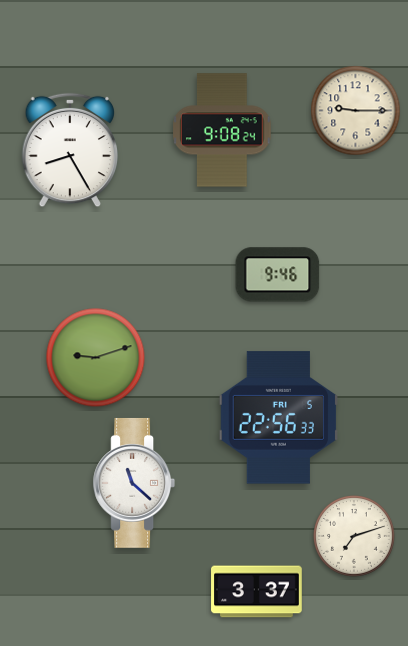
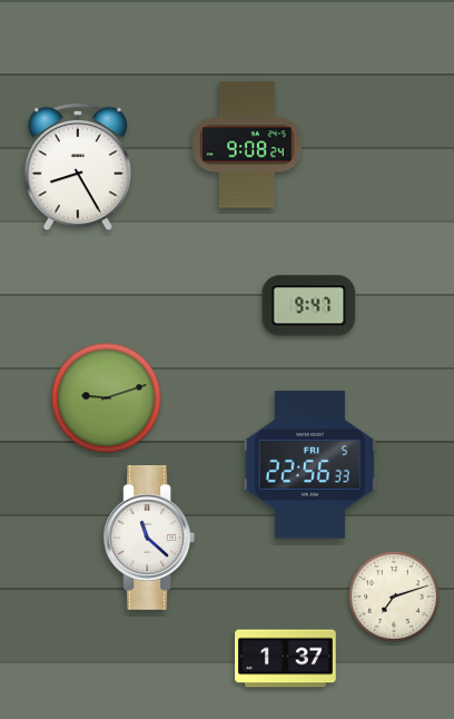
clock at (356, 111): 9:15 -> none
clock at (278, 275): 9:46 -> 9:47
clock at (257, 592): 3:37 -> 1:37
